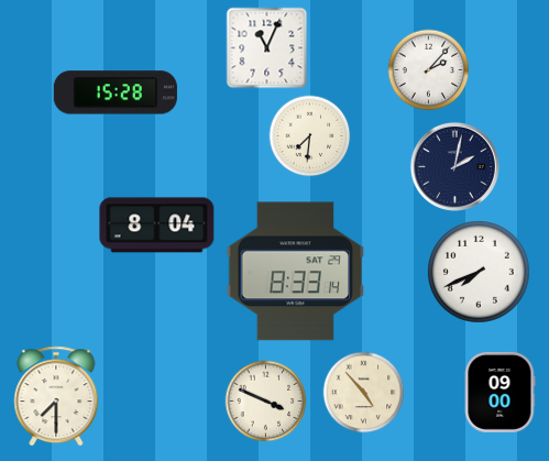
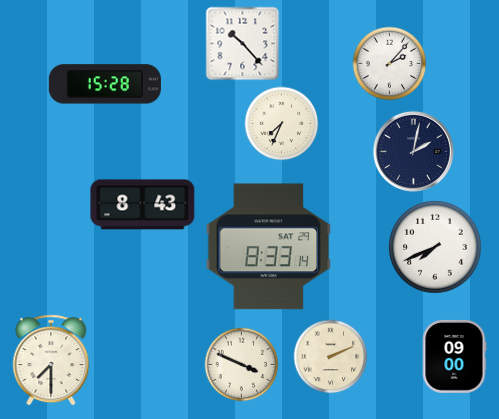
clock at (267, 48): 11:04 -> 10:23
clock at (310, 136): 7:31 -> 7:34
clock at (157, 226): 8:04 -> 8:43
clock at (364, 393): 4:53 -> 2:11
